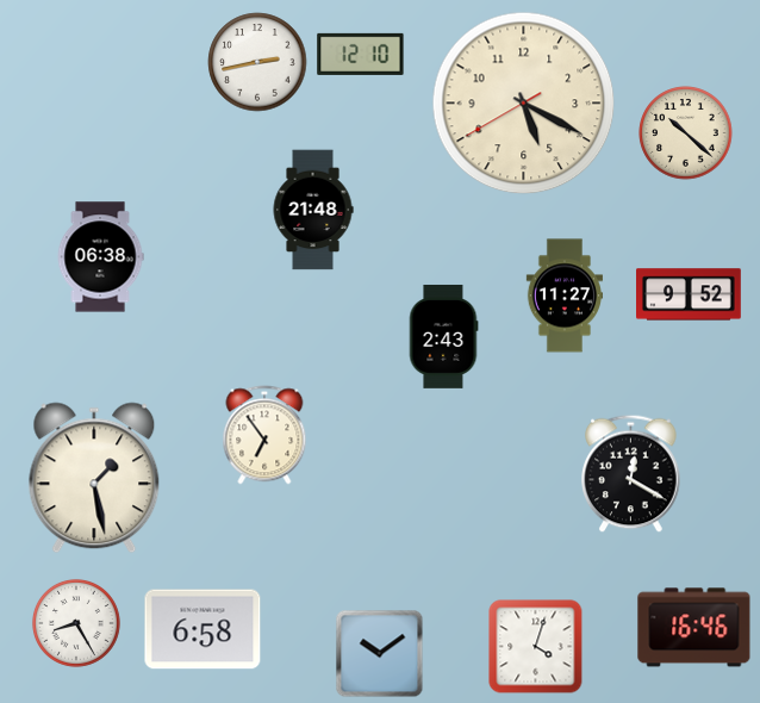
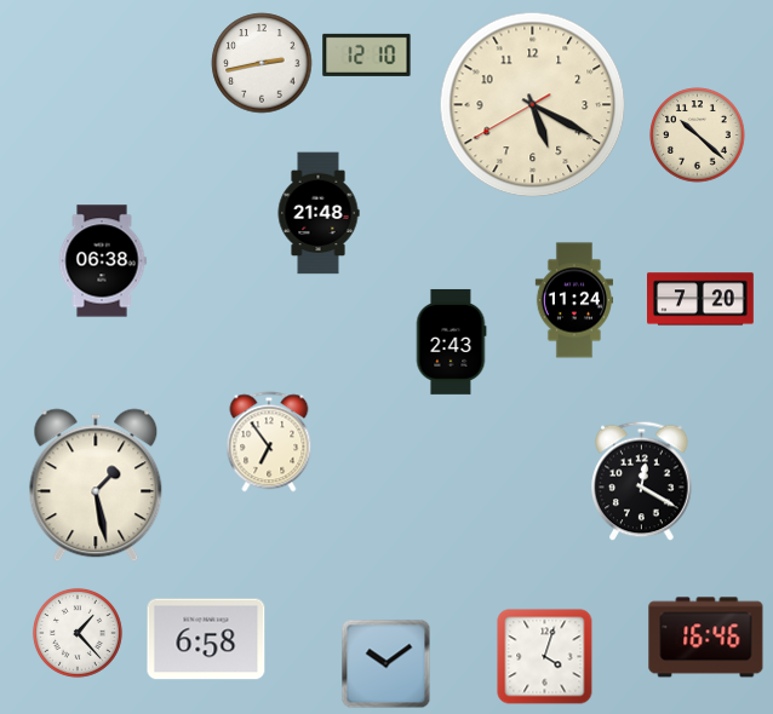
clock at (690, 294): 9:52 -> 7:20
clock at (563, 295): 11:27 -> 11:24
clock at (76, 623): 8:25 -> 1:23
